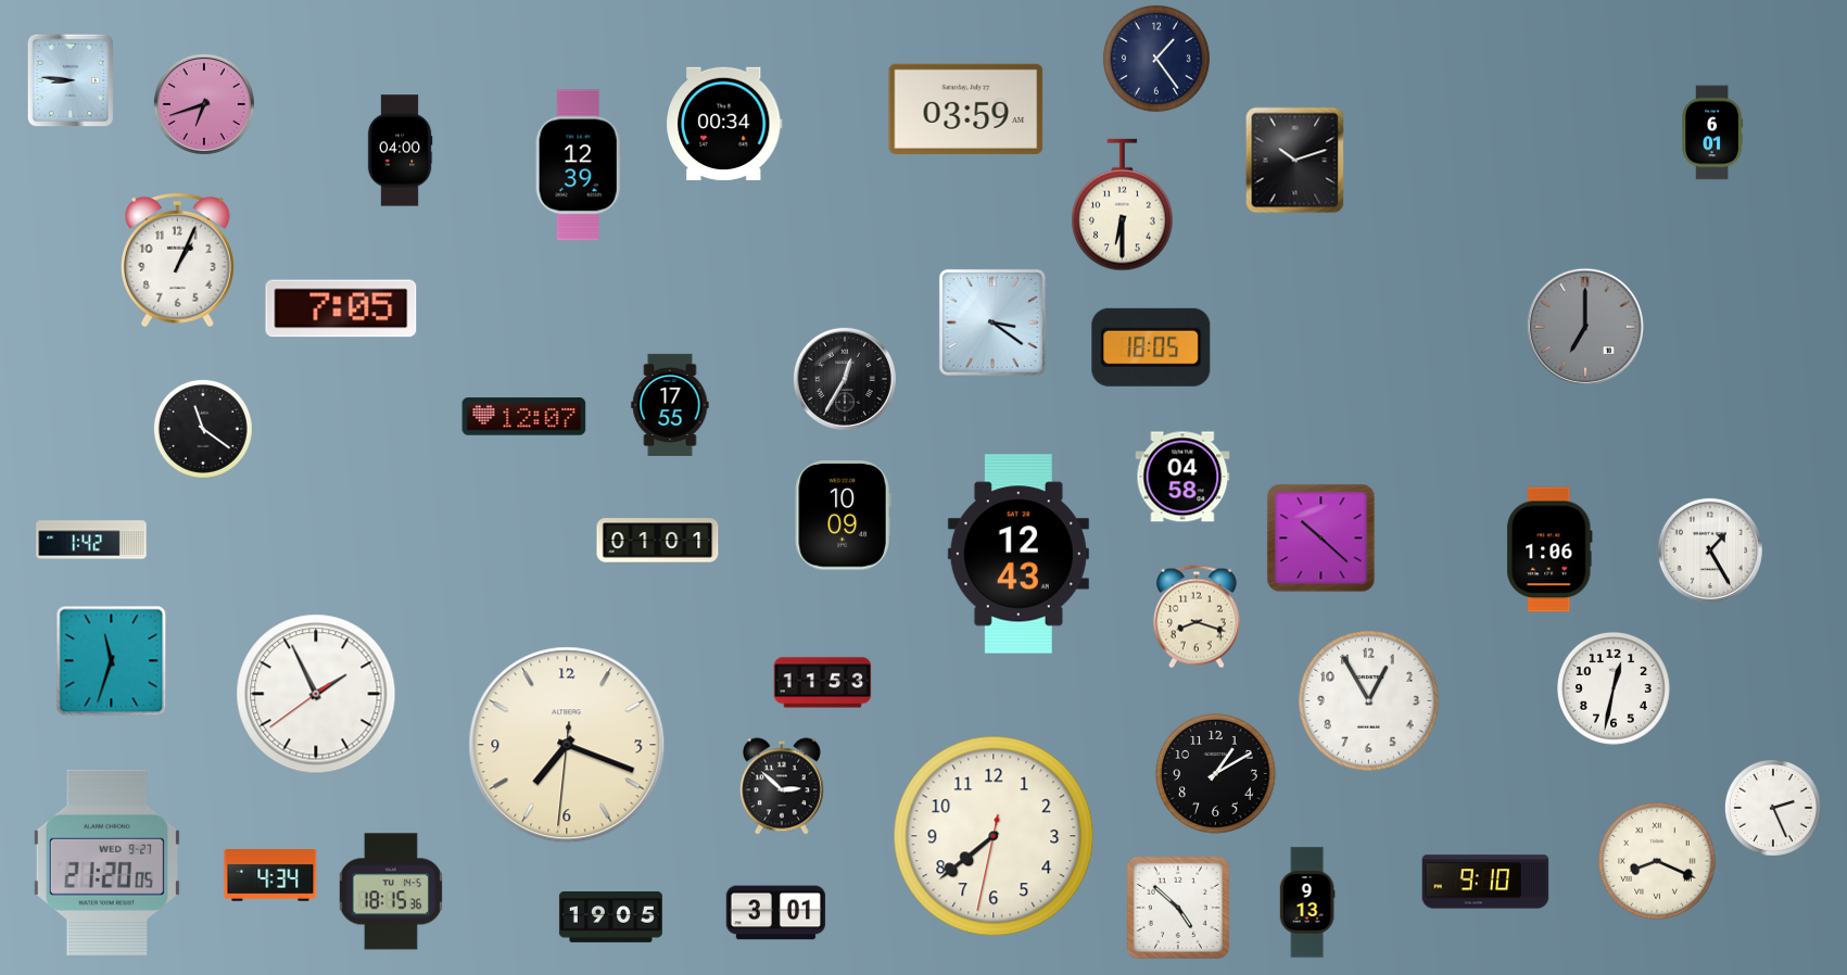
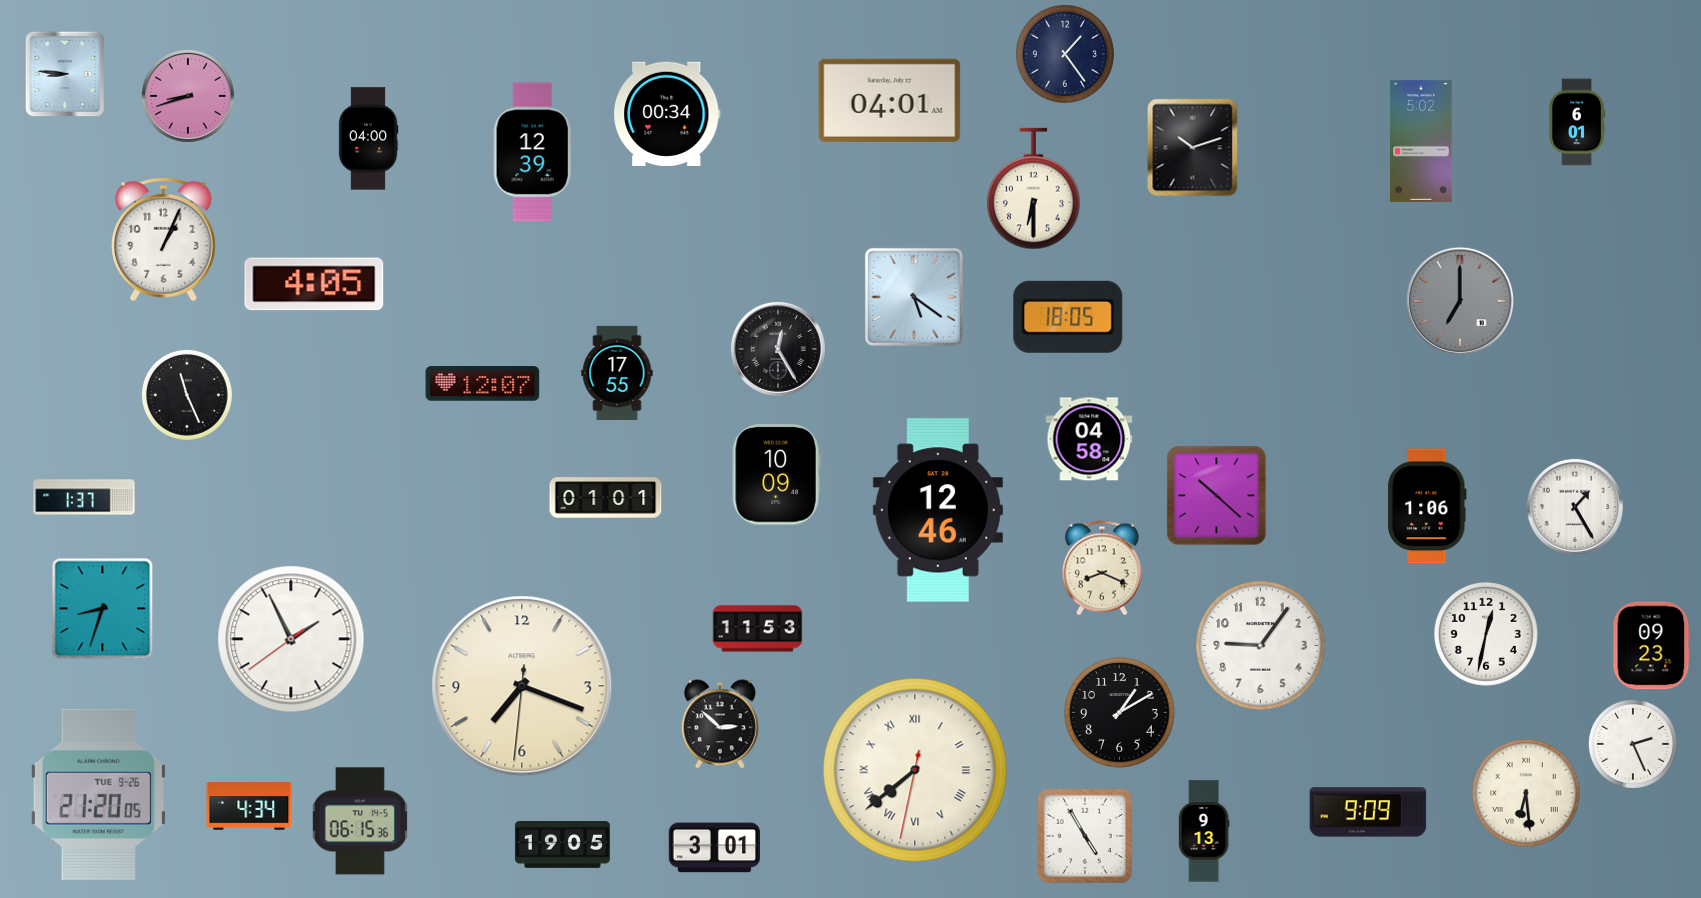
clock at (204, 104): 6:42 -> 8:42
clock at (966, 109): 03:59 -> 04:01
clock at (1421, 141): none -> 5:02
clock at (341, 308): 7:05 -> 4:05
clock at (992, 322): 3:21 -> 5:21
clock at (1151, 347) position: (1151, 347) -> (1068, 317)
clock at (845, 379): 12:35 -> 12:25
clock at (203, 429): 11:21 -> 11:26
clock at (91, 540): 1:42 -> 1:37
clock at (1019, 554): 12:43 -> 12:46
clock at (1197, 617): 8:18 -> 8:19
clock at (112, 661): 11:33 -> 8:33
clock at (1369, 701): 12:55 -> 9:06
clock at (1652, 646): none -> 09:23
clock at (994, 836) numerals: Arabic -> Roman
clock at (106, 862) date: WED 9-27 -> TUE 9-26
clock at (1658, 862): 8:19 -> 6:29
clock at (1485, 882): 9:10 -> 9:09
clock at (391, 891): 18:15 -> 06:15
clock at (1178, 908): 4:52 -> 4:55
clock at (776, 913) position: (776, 913) -> (715, 848)
